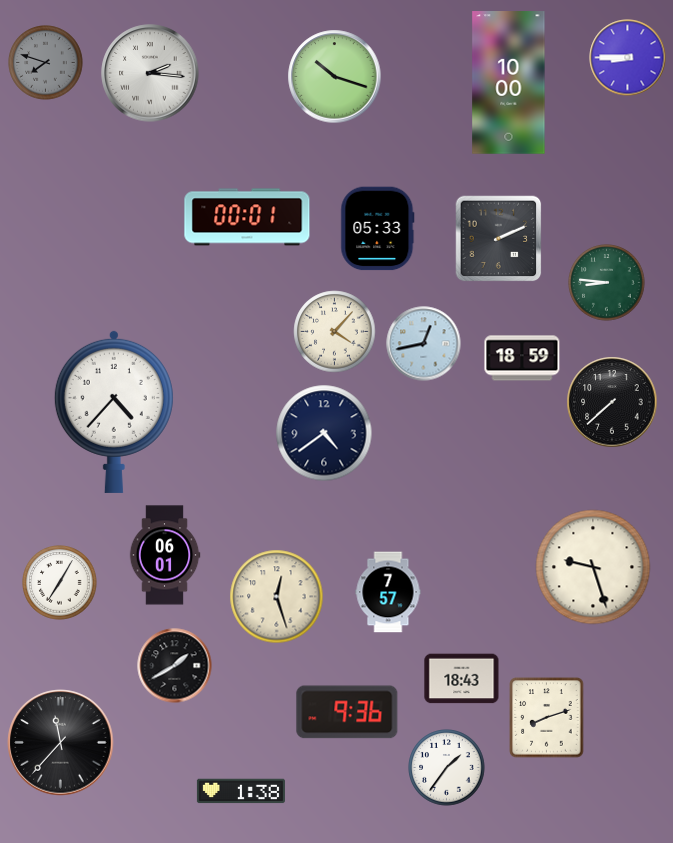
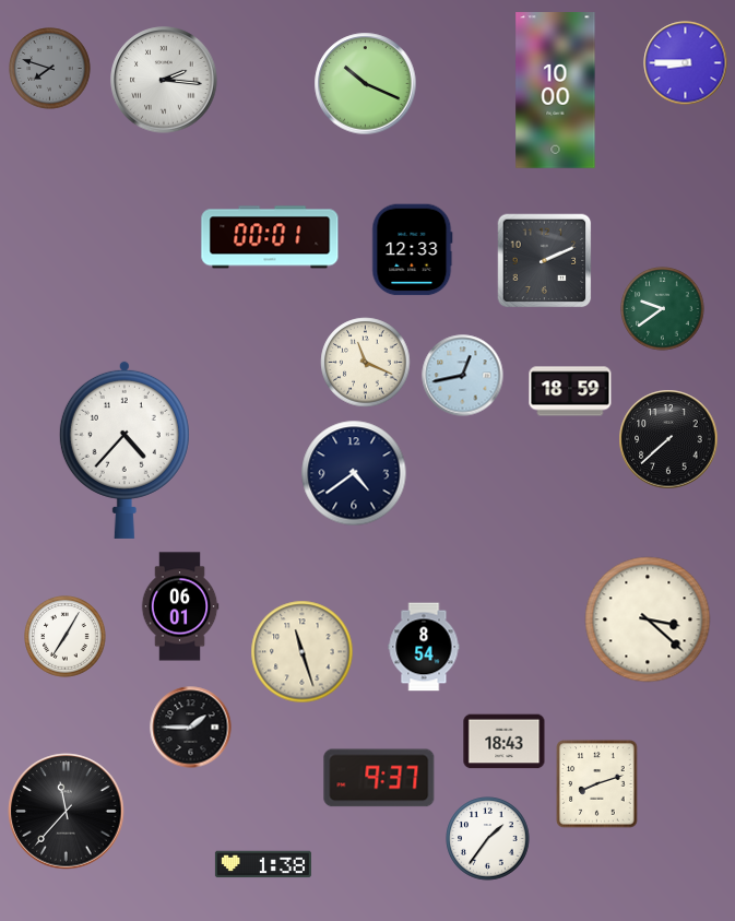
clock at (335, 77): 10:18 -> 10:19
clock at (378, 229): 05:33 -> 12:33
clock at (607, 283): 8:46 -> 9:39
clock at (335, 332): 4:07 -> 11:19
clock at (593, 567): 9:27 -> 3:22
clock at (388, 592): 7:57 -> 8:54
clock at (277, 597): 12:27 -> 11:27
clock at (175, 666): 1:40 -> 1:45
clock at (347, 712): 9:36 -> 9:37
